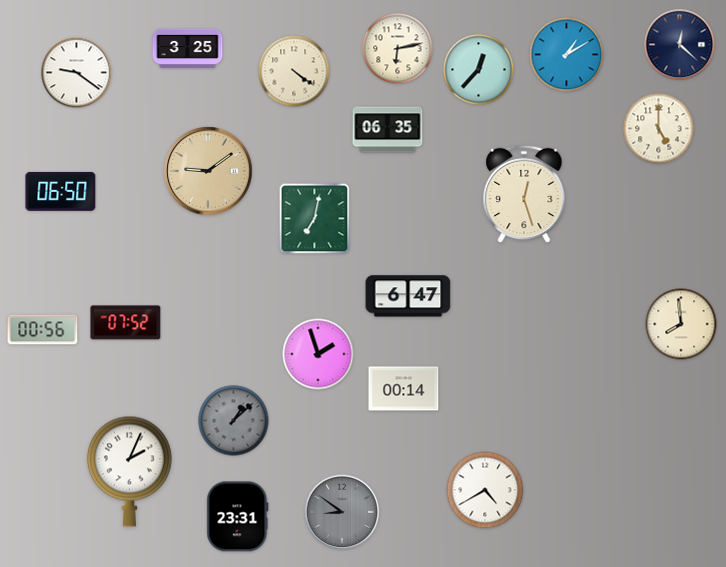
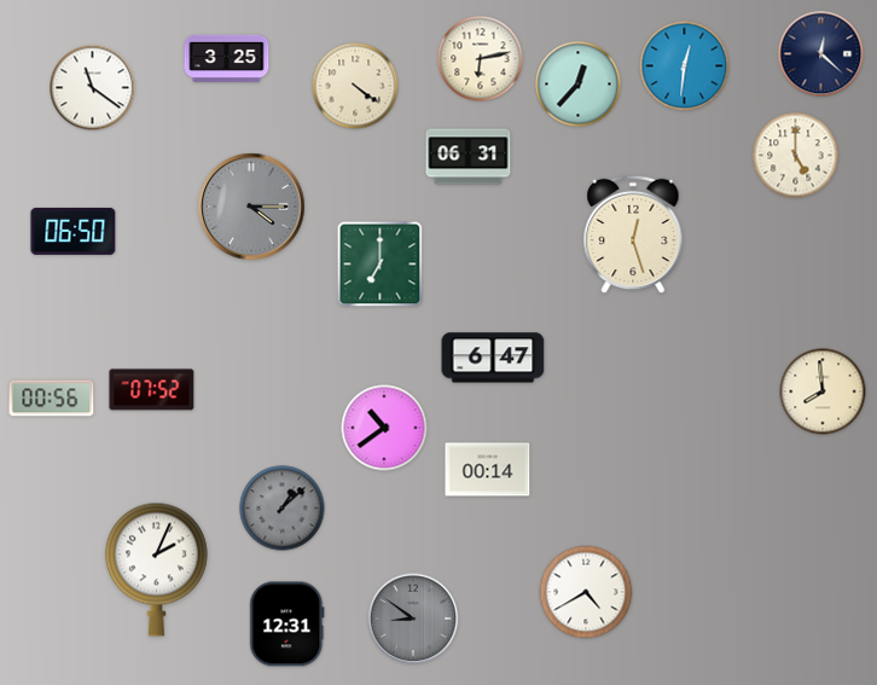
clock at (567, 55): 1:10 -> 12:31
clock at (77, 73): 9:21 -> 11:21
clock at (388, 130): 06:35 -> 06:31
clock at (208, 171): 9:09 -> 4:15
clock at (208, 171) dial: champagne -> grey
clock at (315, 219): 7:02 -> 7:00
clock at (318, 354): 1:57 -> 10:39
clock at (238, 517): 23:31 -> 12:31
